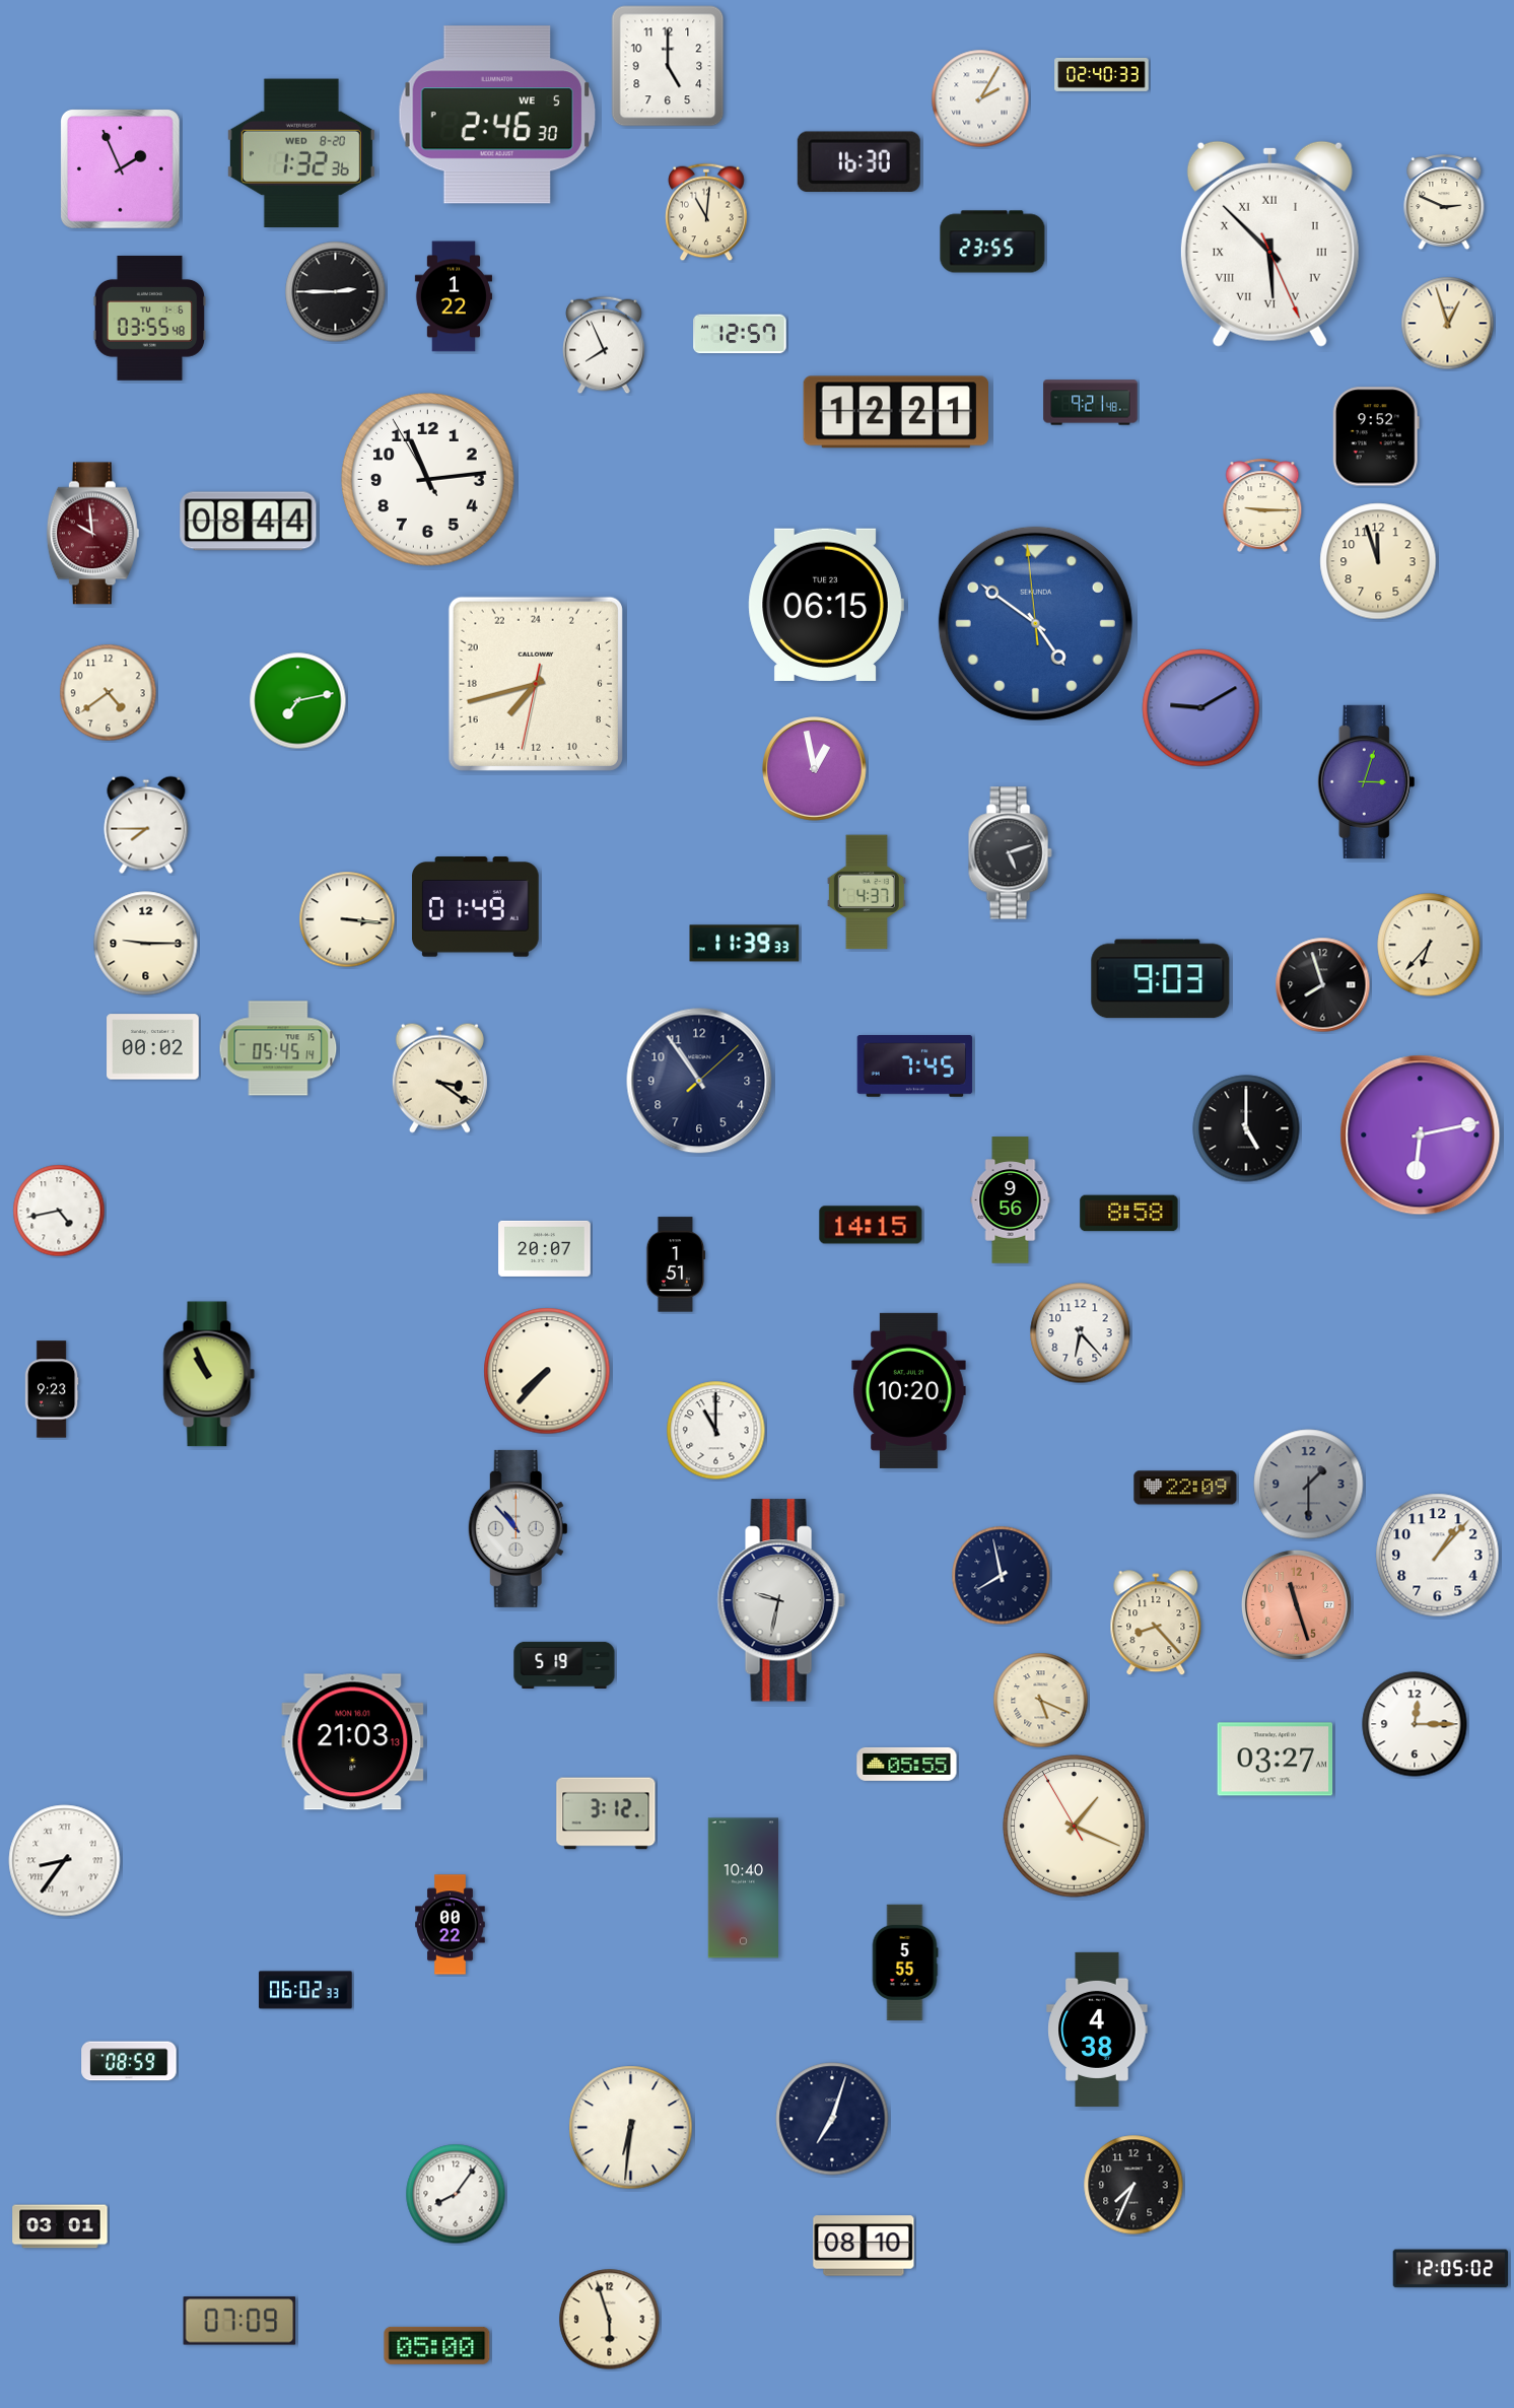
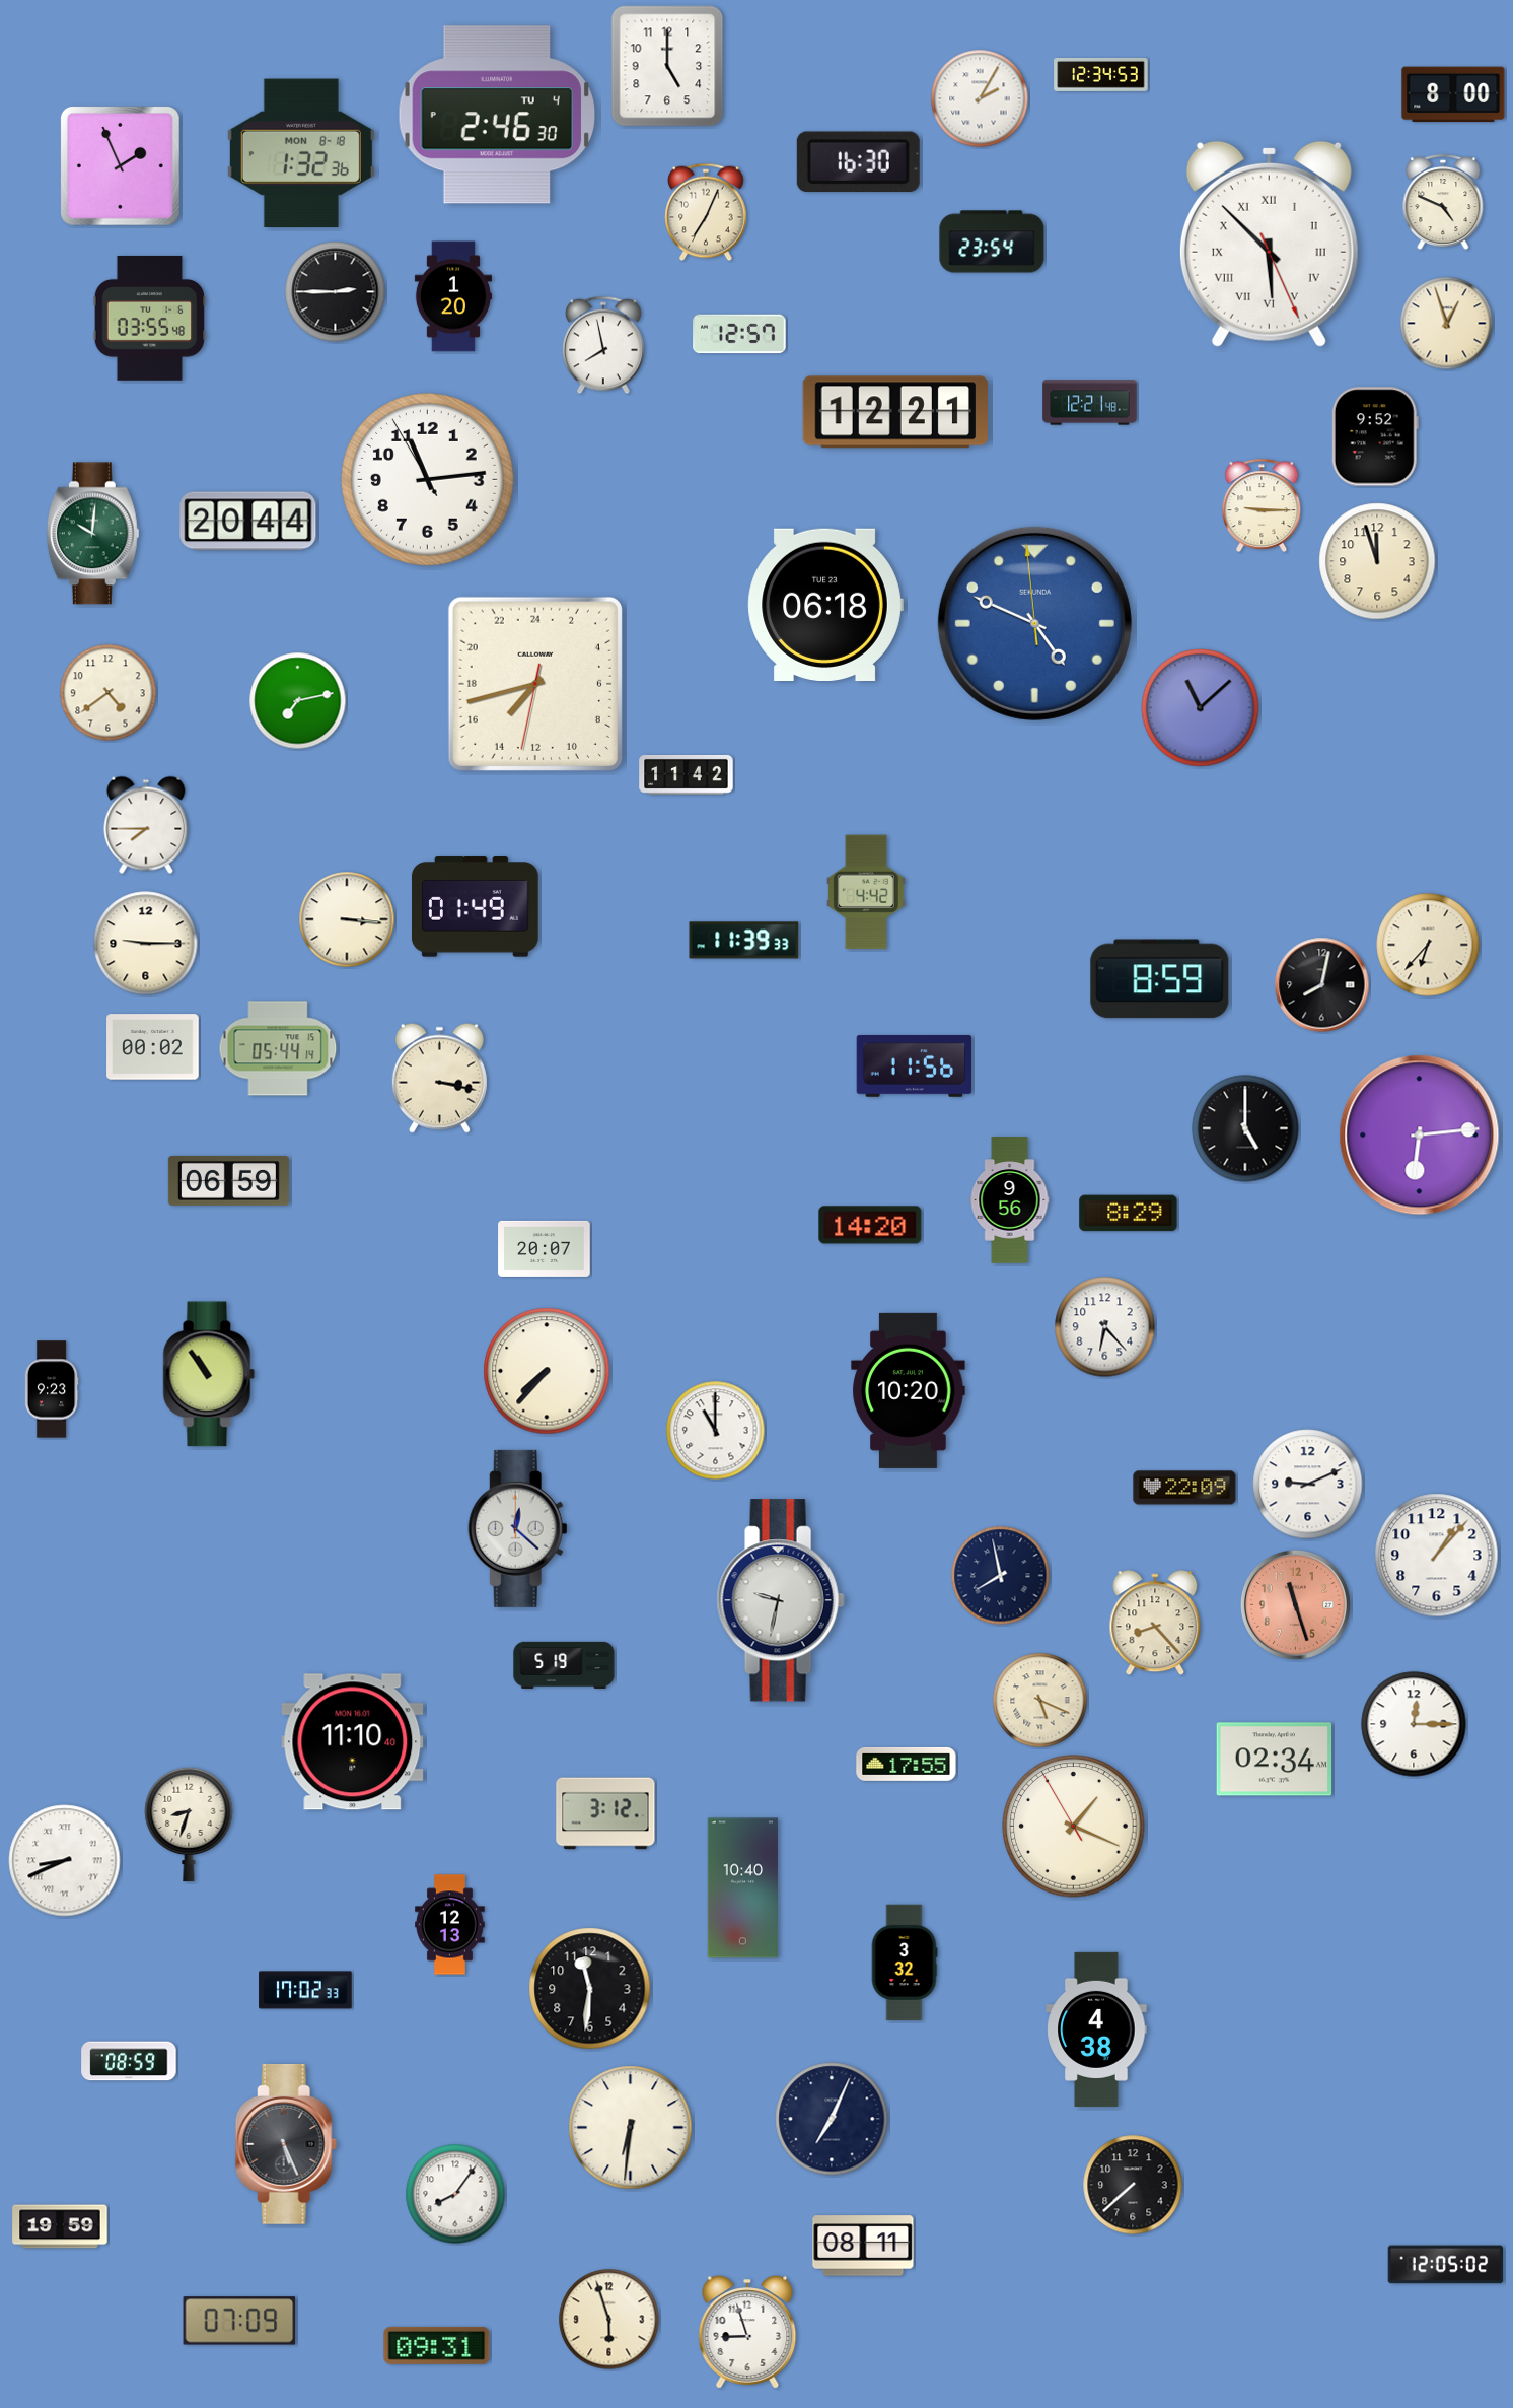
clock at (1102, 75): 02:40 -> 12:34
clock at (1453, 94): none -> 8:00
clock at (497, 115) date: WE 5 -> TU 4
clock at (301, 153) date: WED 8-20 -> MON 8-18
clock at (120, 168) position: (120, 168) -> (120, 165)
clock at (1444, 203): 2:49 -> 4:49
clock at (706, 212): 11:01 -> 7:04
clock at (992, 242): 23:55 -> 23:54
clock at (454, 296): 1:22 -> 1:20
clock at (604, 345): 7:56 -> 7:58
clock at (1091, 403): 9:21 -> 12:21
clock at (249, 522): 08:44 -> 20:44
clock at (92, 534): 9:59 -> 10:01
clock at (92, 534) dial: burgundy -> green
clock at (826, 604): 06:15 -> 06:18
clock at (1035, 623): 4:50 -> 4:48
clock at (1201, 708): 9:10 -> 11:08
clock at (815, 769): 12:58 -> none
clock at (687, 774): none -> 11:42
clock at (1367, 781): 3:03 -> none
clock at (1010, 853): 5:12 -> none
clock at (867, 892): 4:37 -> 4:42
clock at (745, 944) position: (745, 944) -> (744, 941)
clock at (1161, 979): 9:03 -> 8:59
clock at (1323, 985): 7:57 -> 8:02
clock at (278, 1048): 05:45 -> 05:44
clock at (915, 1067): 7:45 -> 11:56
clock at (439, 1078): 3:21 -> 3:17
clock at (699, 1081): 10:54 -> none
clock at (1421, 1136): 6:13 -> 6:14
clock at (228, 1180): none -> 06:59
clock at (59, 1211): 4:43 -> none
clock at (1129, 1214): 8:58 -> 8:29
clock at (871, 1225): 14:15 -> 14:20
clock at (676, 1264): 1:51 -> none
clock at (1081, 1333) position: (1081, 1333) -> (1105, 1327)
clock at (209, 1374): 10:56 -> 10:54
clock at (1309, 1485): 1:30 -> 9:11
clock at (1309, 1485) dial: grey -> white
clock at (518, 1528): 10:53 -> 12:22
clock at (353, 1742): 21:03 -> 11:10
clock at (1276, 1760): 03:27 -> 02:34
clock at (907, 1764): 05:55 -> 17:55
clock at (189, 1825): none -> 8:33
clock at (65, 1861): 8:36 -> 8:41
clock at (451, 1925): 00:22 -> 12:13
clock at (905, 1963): 5:55 -> 3:32
clock at (590, 1989): none -> 11:31
clock at (305, 1990): 06:02 -> 17:02
clock at (832, 2119): 7:03 -> 7:04
clock at (286, 2144): none -> 5:26
clock at (1133, 2185): 7:34 -> 7:38
clock at (60, 2226): 03:01 -> 19:59
clock at (864, 2246): 08:10 -> 08:11
clock at (1451, 2269) position: (1451, 2269) -> (1446, 2265)
clock at (747, 2332): none -> 8:57
clock at (437, 2345): 05:00 -> 09:31
